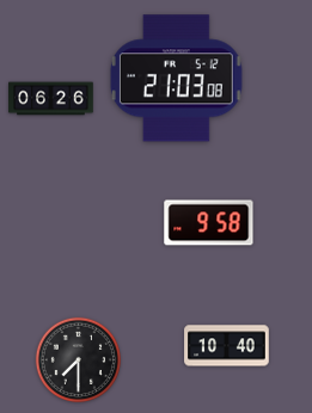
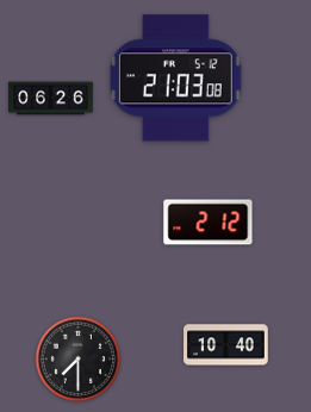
clock at (209, 223): 9:58 -> 2:12
